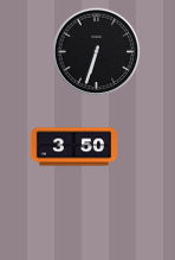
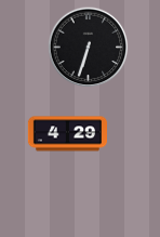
clock at (73, 147): 3:50 -> 4:29
